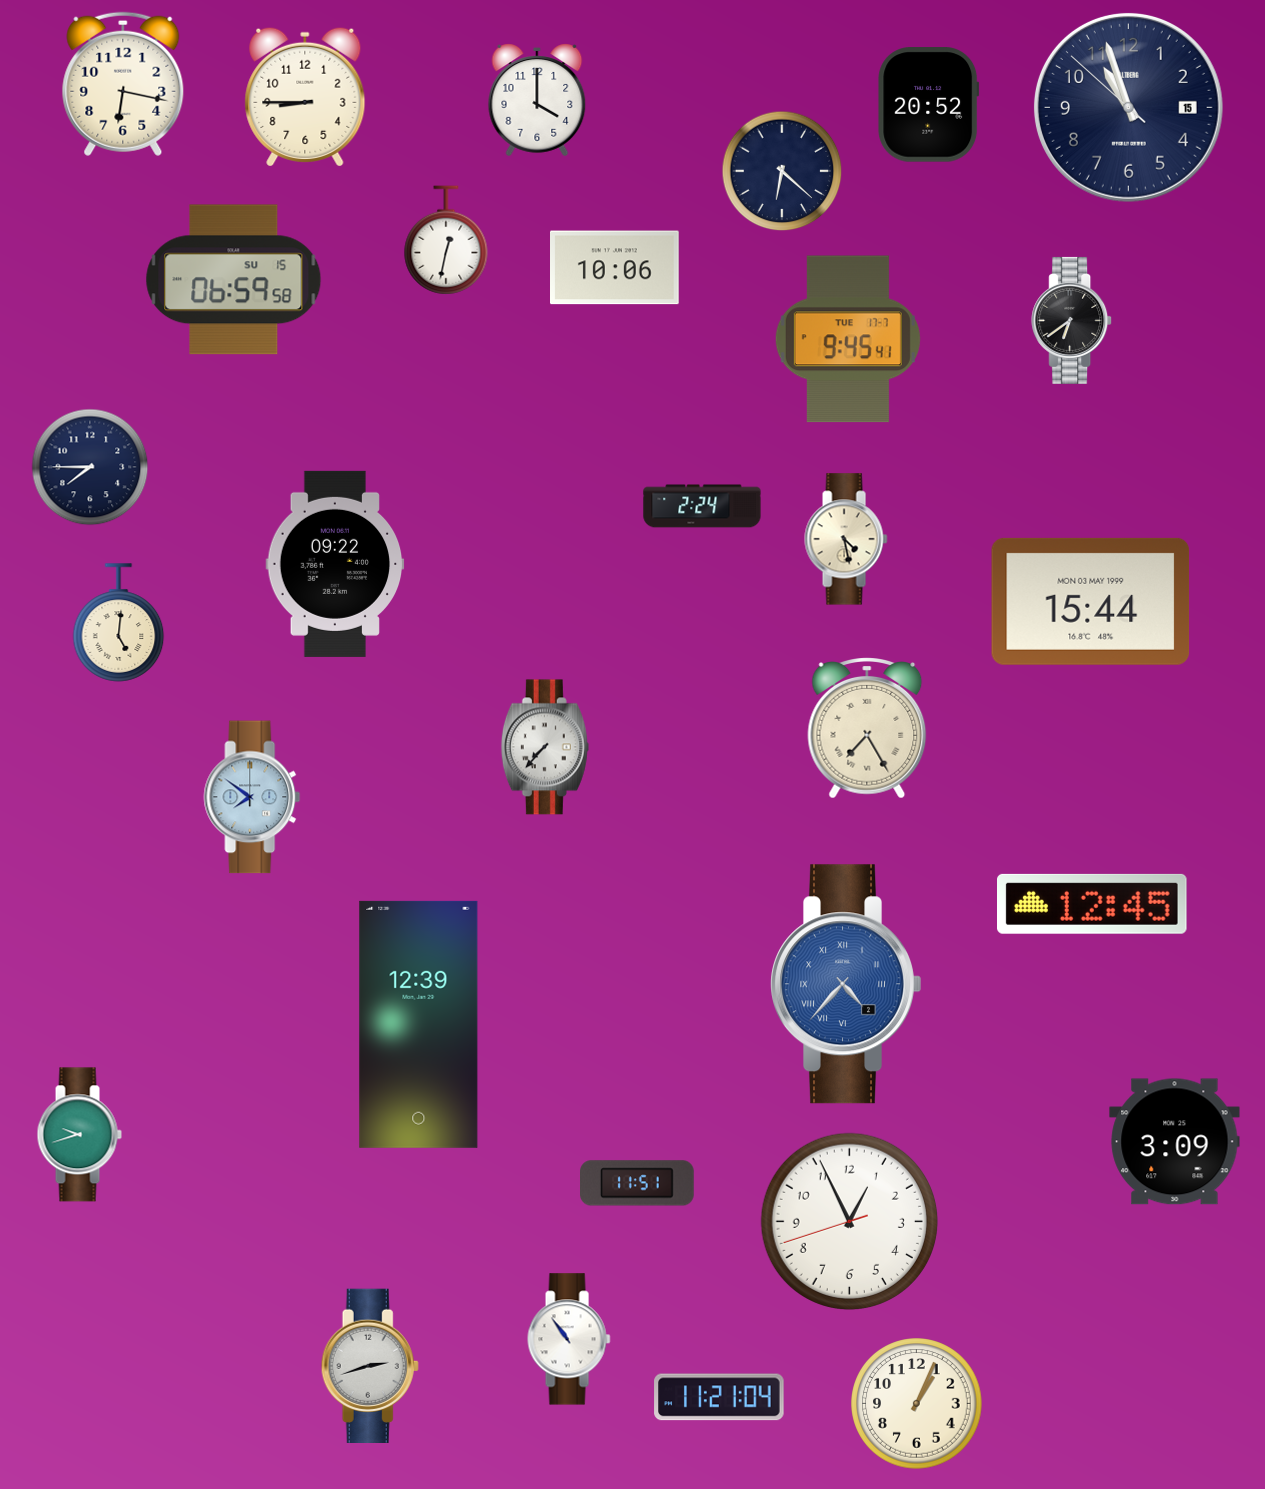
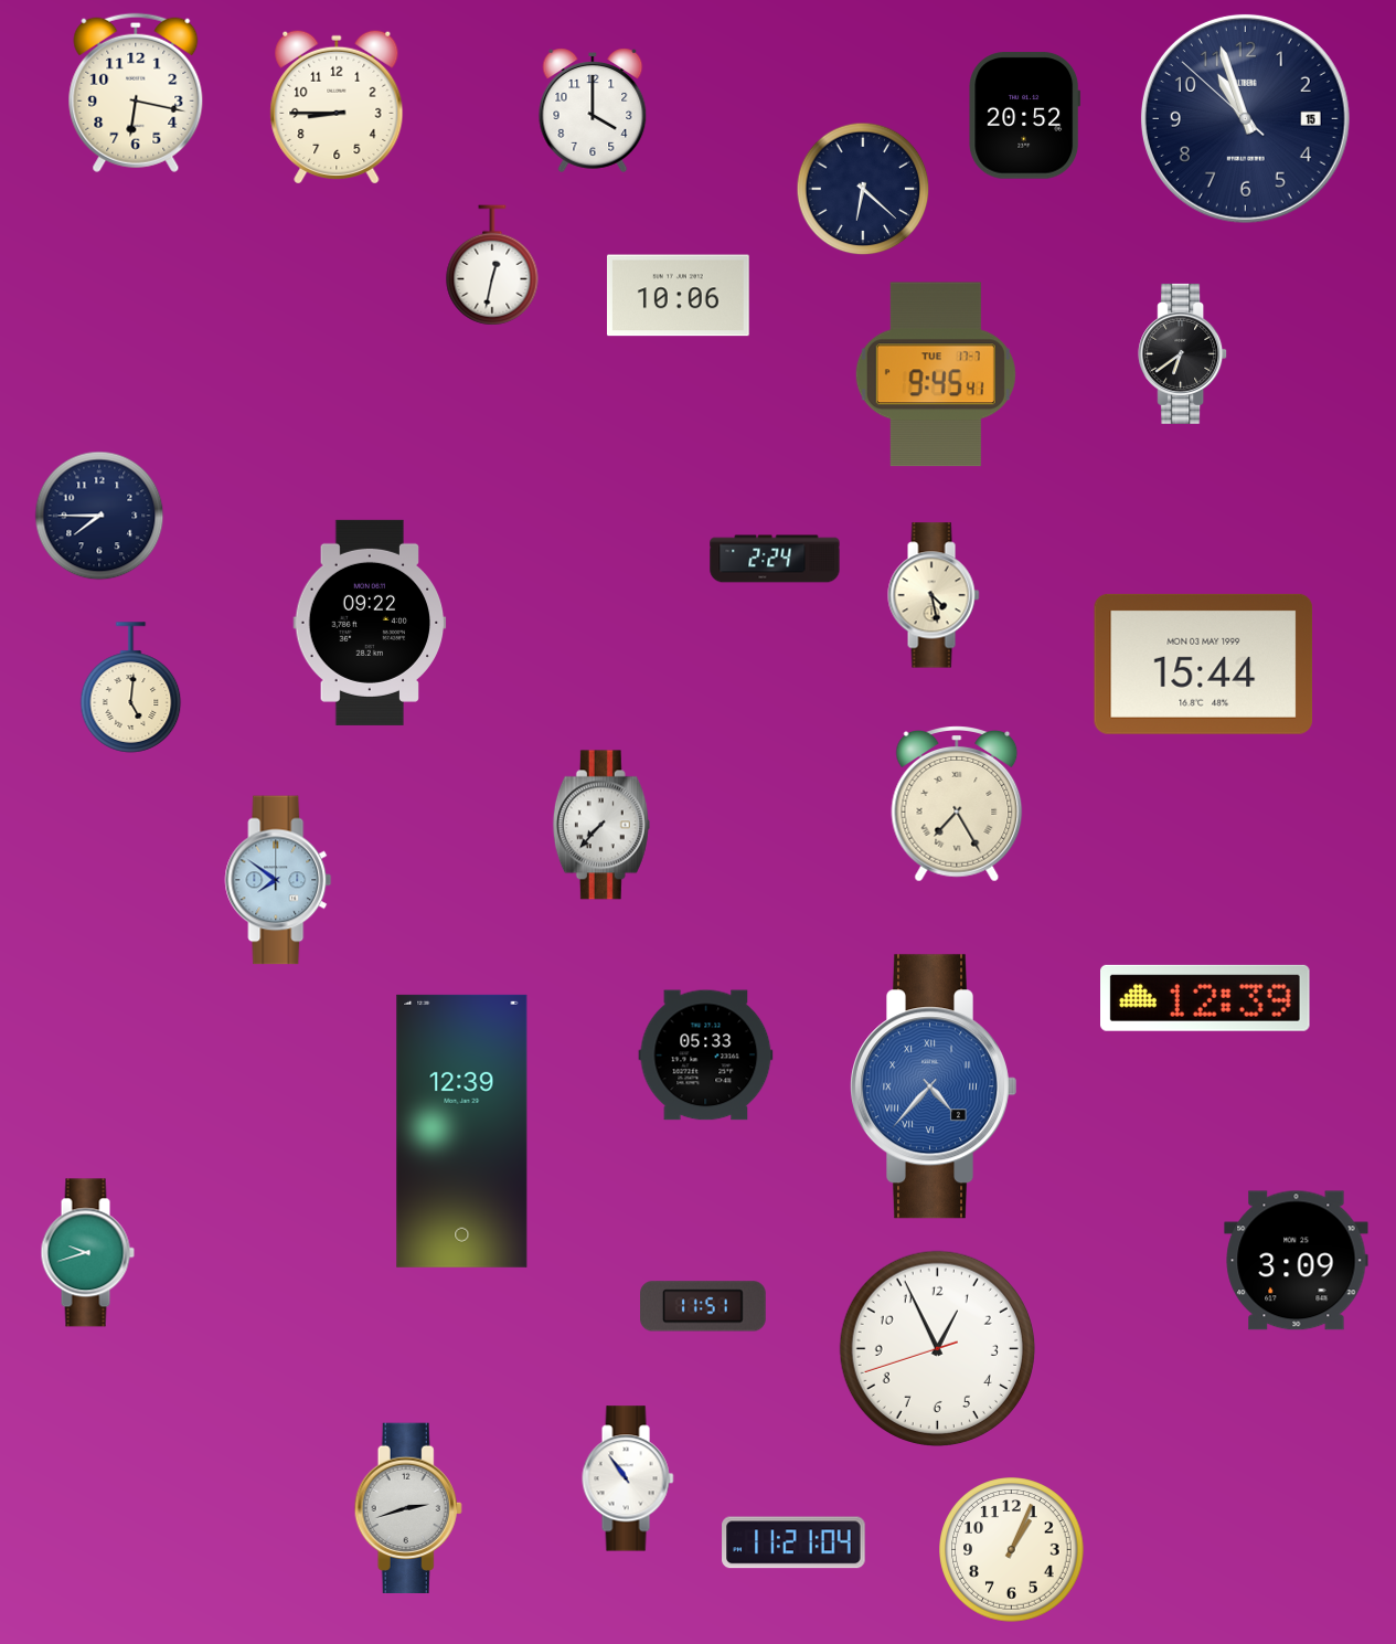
clock at (234, 280): 06:59 -> none
clock at (1093, 904): 12:45 -> 12:39
clock at (706, 1056): none -> 05:33
